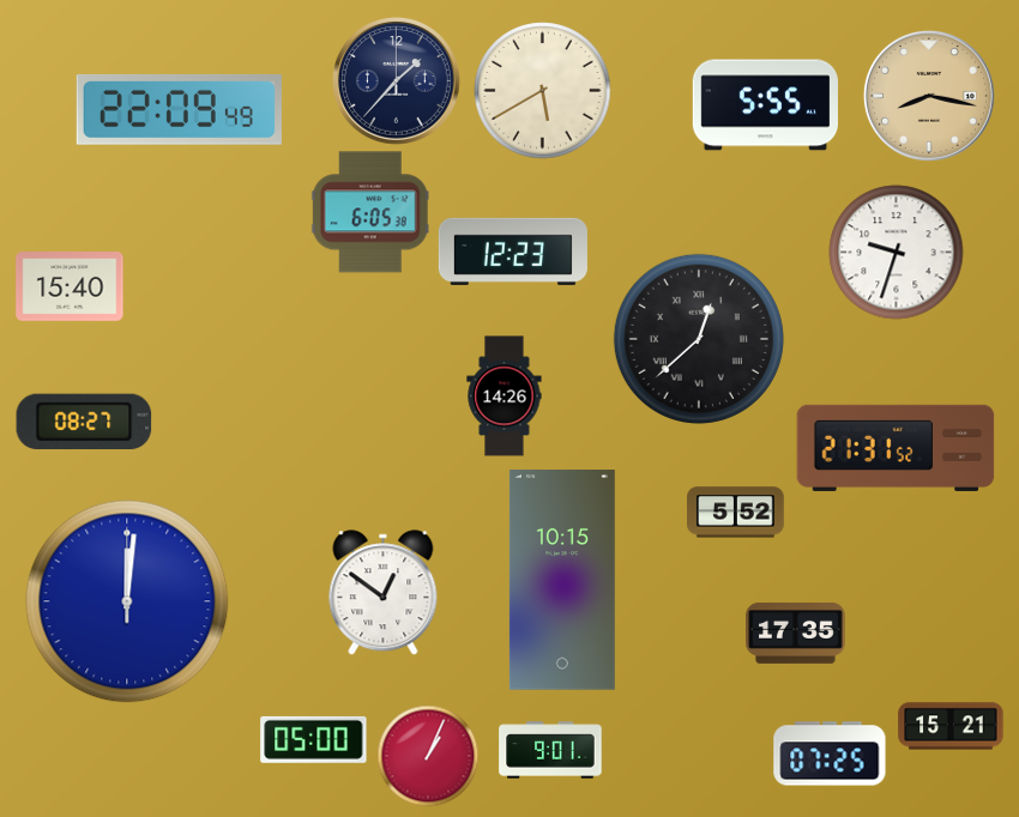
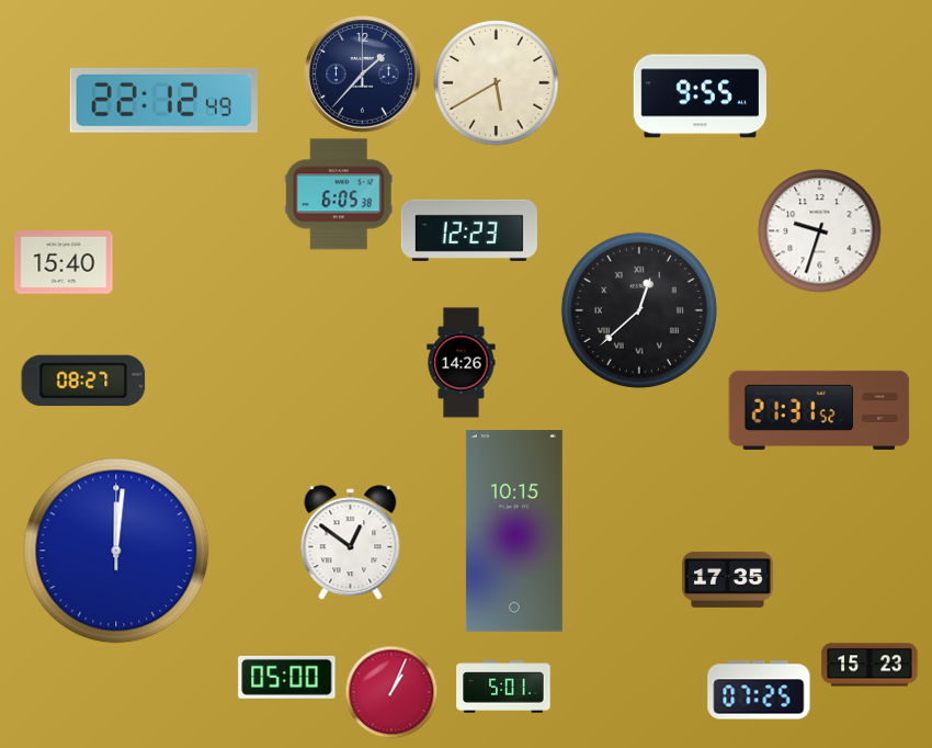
clock at (929, 96): 8:17 -> none
clock at (765, 105): 5:55 -> 9:55
clock at (179, 109): 22:09 -> 22:12
clock at (84, 422) position: (84, 422) -> (83, 381)
clock at (736, 513): 5:52 -> none
clock at (951, 726): 15:21 -> 15:23
clock at (550, 750): 9:01 -> 5:01
